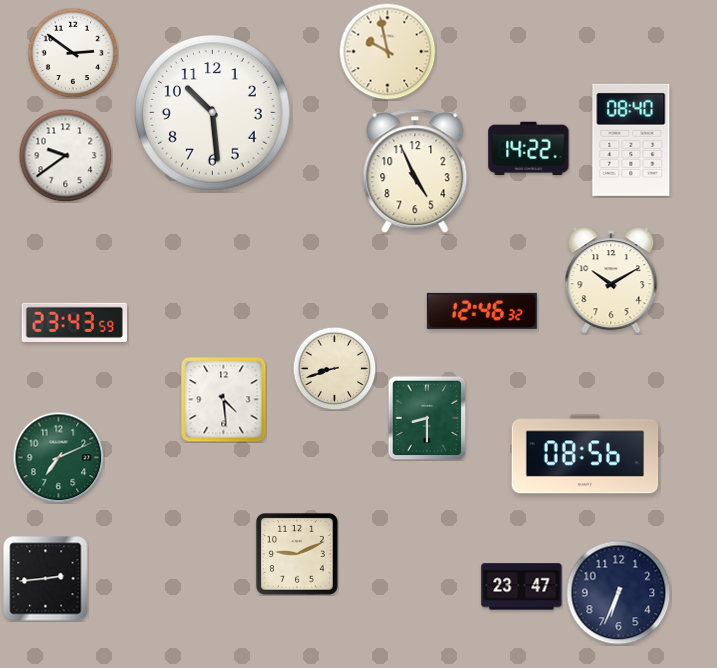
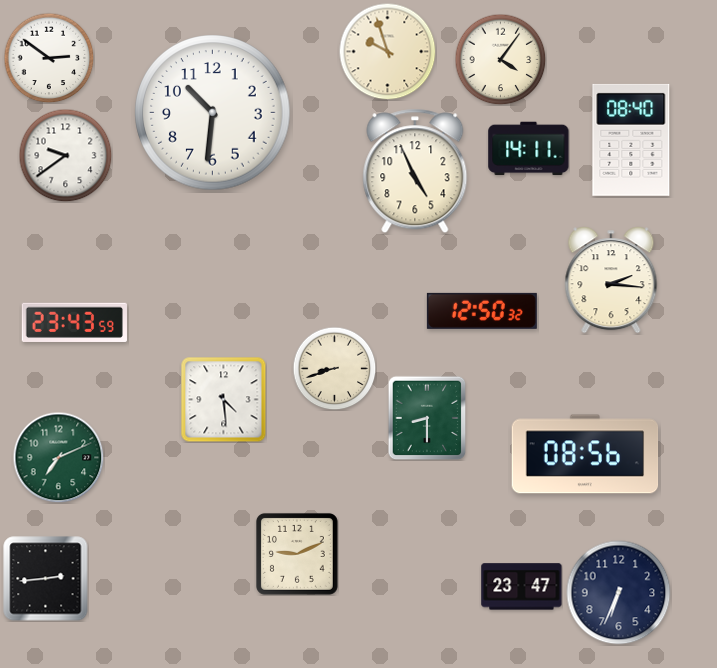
clock at (387, 51): 9:58 -> 9:57
clock at (73, 53) position: (73, 53) -> (49, 58)
clock at (500, 59): none -> 4:06
clock at (213, 113): 10:29 -> 10:31
clock at (529, 149): 14:22 -> 14:11
clock at (611, 280): 10:10 -> 2:16
clock at (482, 311): 12:46 -> 12:50
